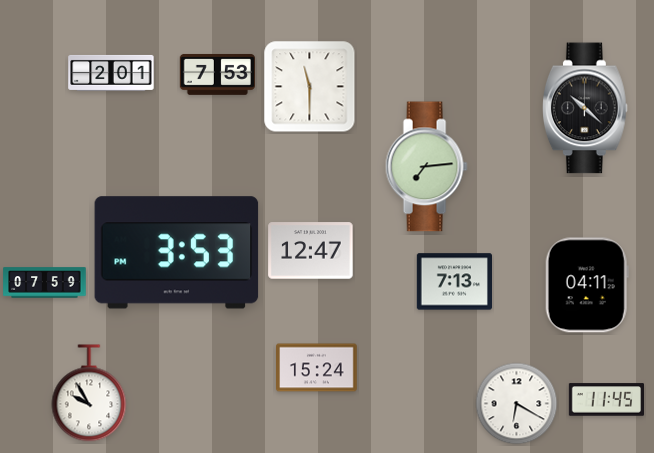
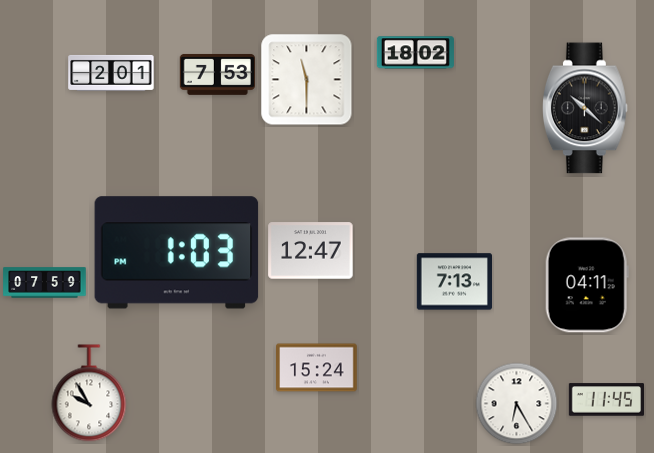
clock at (415, 53): none -> 18:02
clock at (310, 87) position: (310, 87) -> (307, 80)
clock at (426, 167): 7:14 -> none
clock at (177, 253): 3:53 -> 1:03
clock at (517, 404): 6:20 -> 6:25
